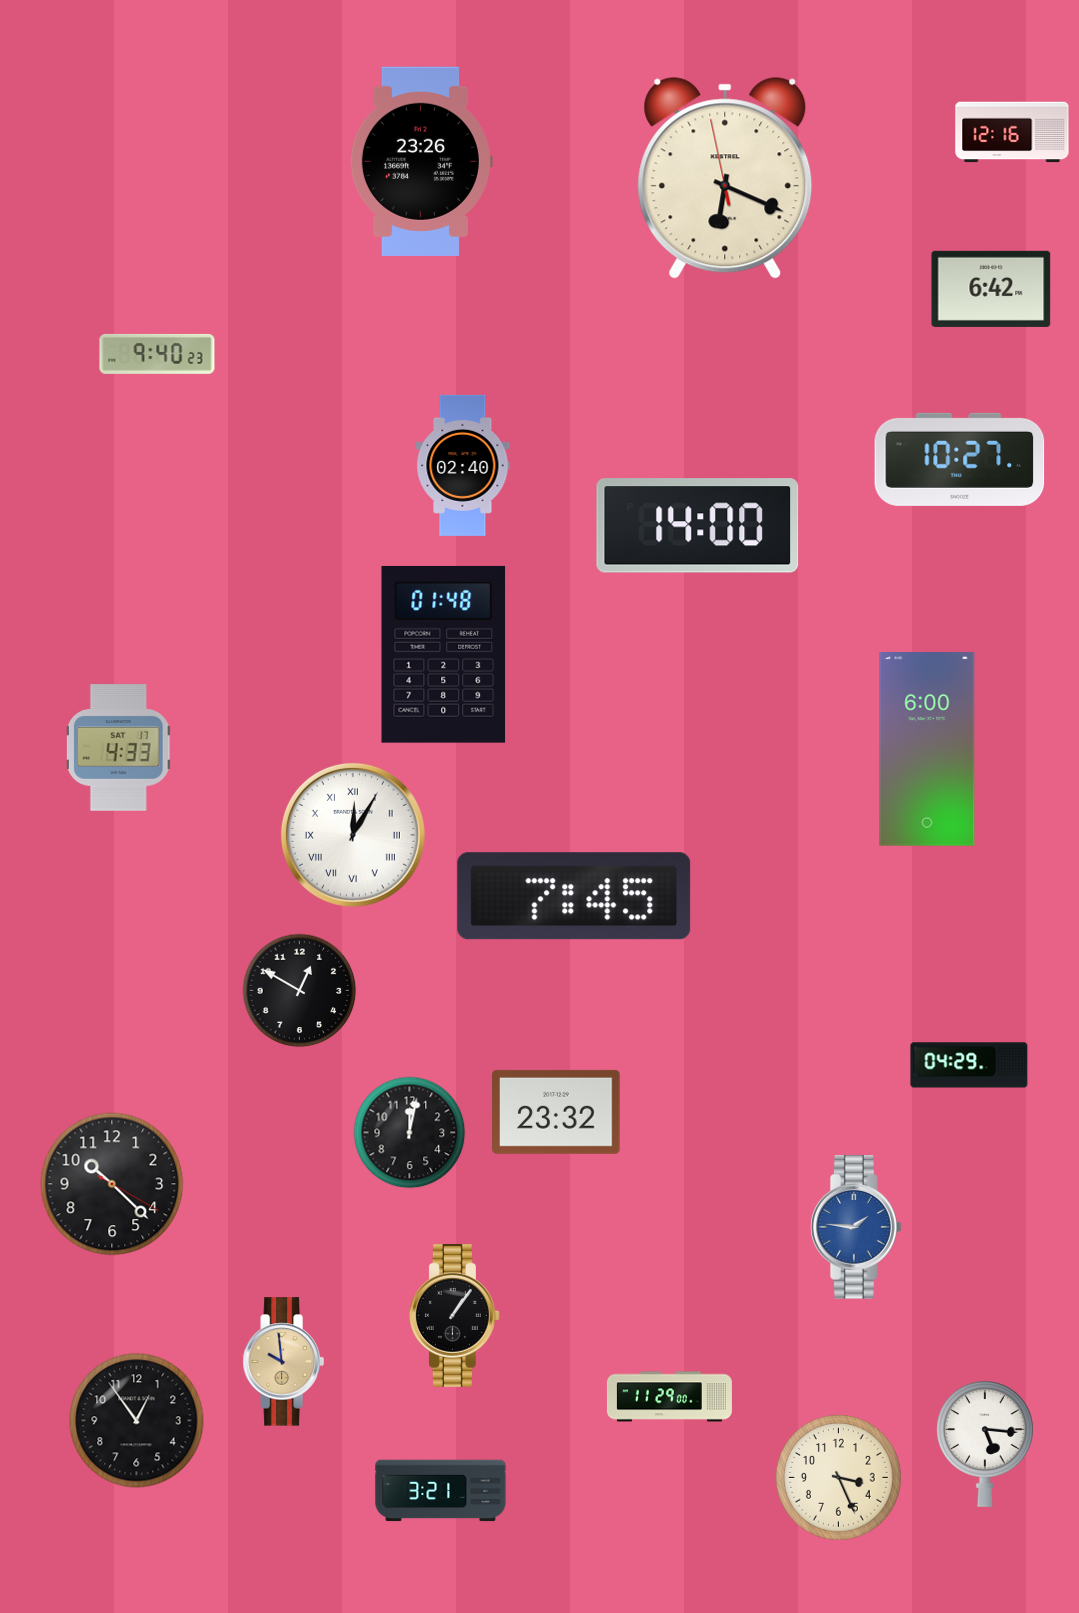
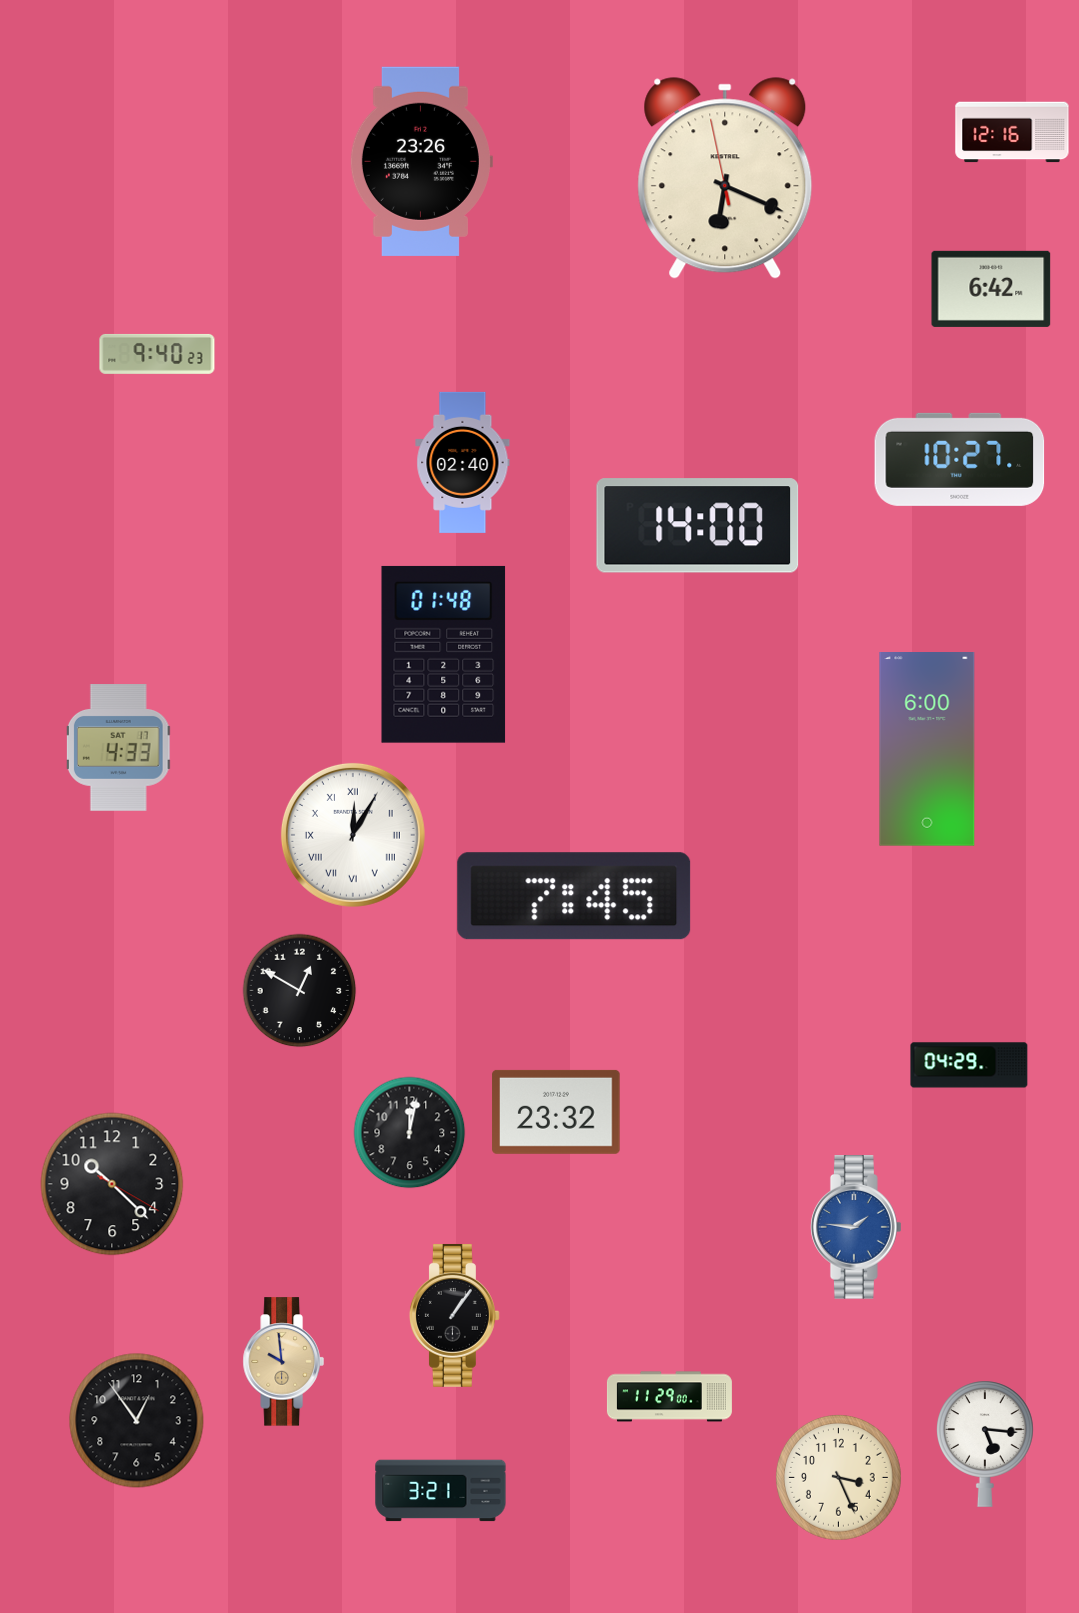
clock at (463, 465) position: (463, 465) -> (463, 462)
